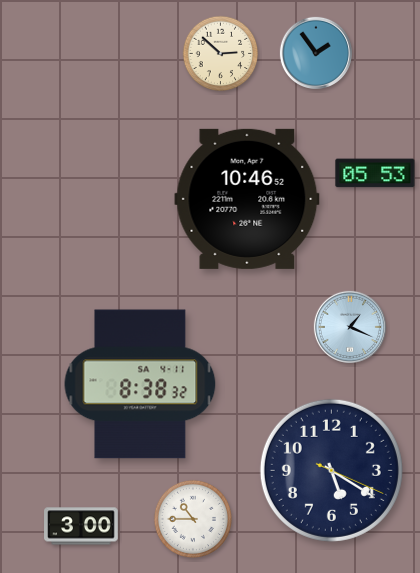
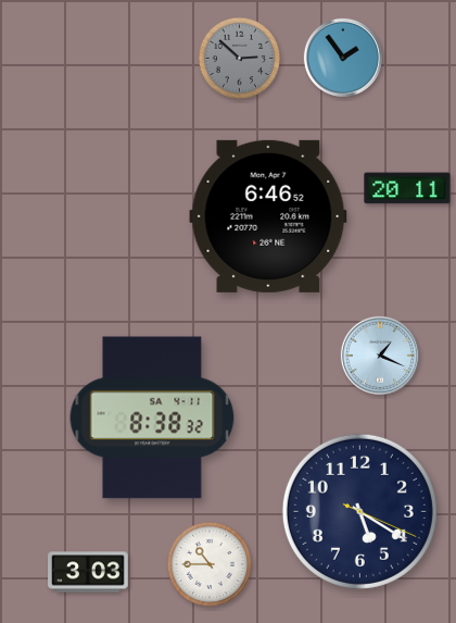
clock at (221, 54) dial: cream -> grey
clock at (375, 173): 05:53 -> 20:11
clock at (247, 199): 10:46 -> 6:46
clock at (81, 526): 3:00 -> 3:03
